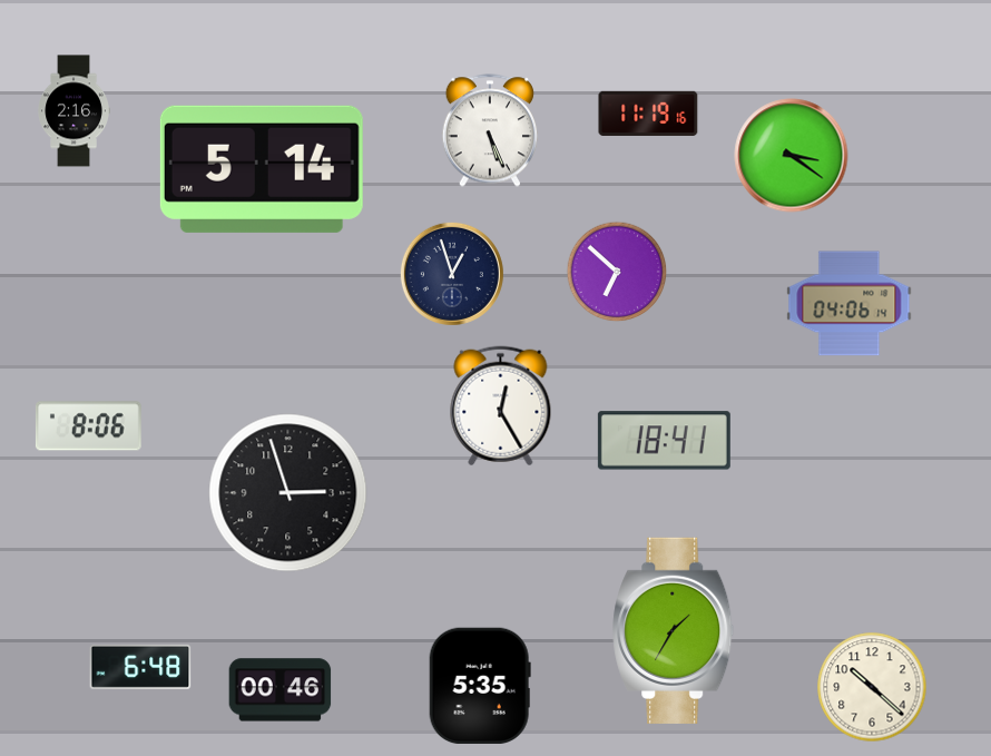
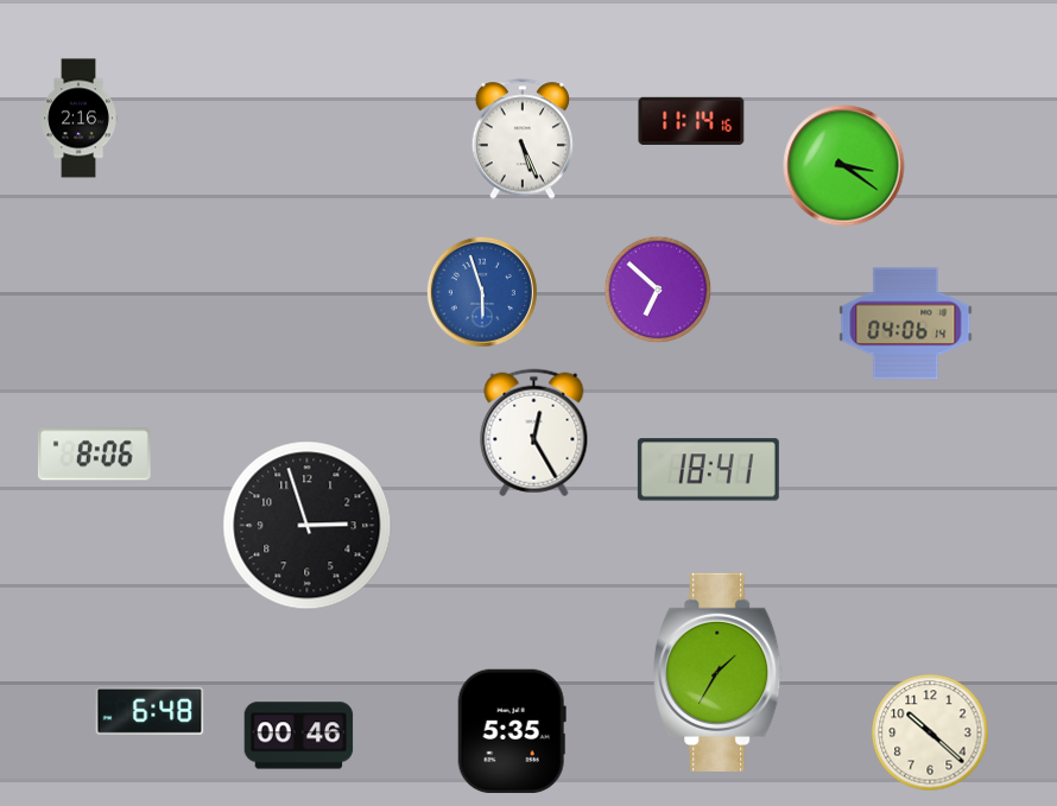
clock at (648, 114): 11:19 -> 11:14
clock at (262, 169): 5:14 -> none
clock at (452, 274): 12:57 -> 5:57
clock at (452, 274) dial: navy -> blue
